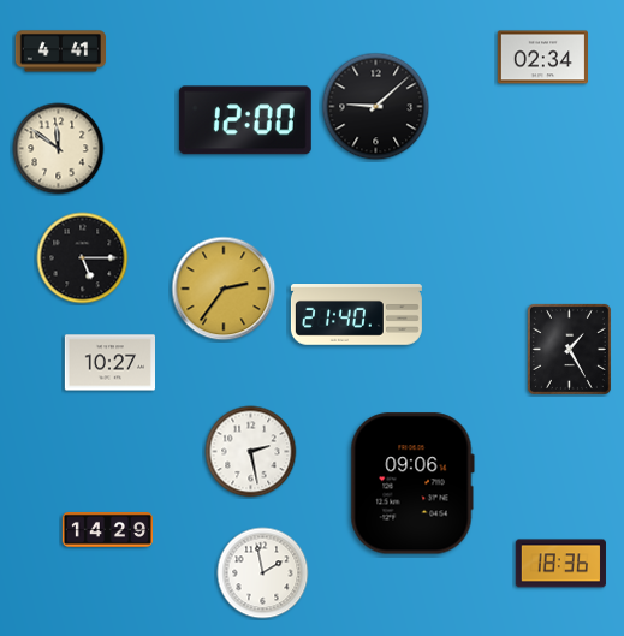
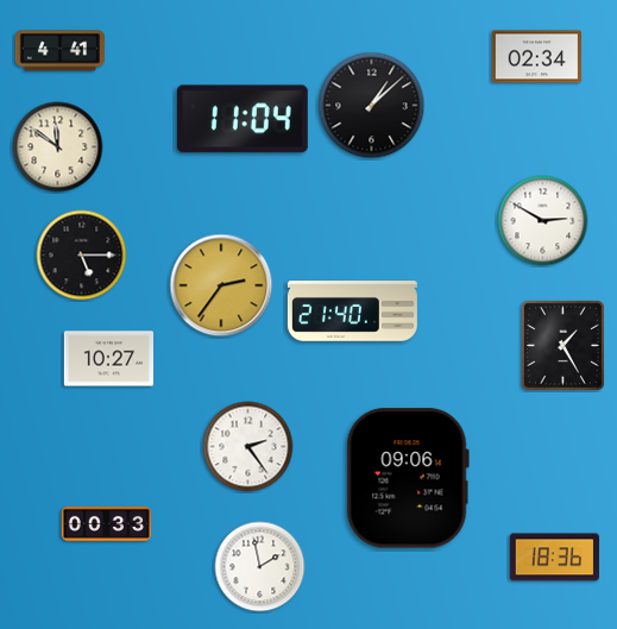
clock at (376, 107): 9:08 -> 1:08
clock at (245, 120): 12:00 -> 11:04
clock at (543, 221): none -> 2:50
clock at (251, 452): 2:28 -> 2:24
clock at (107, 529): 14:29 -> 00:33
